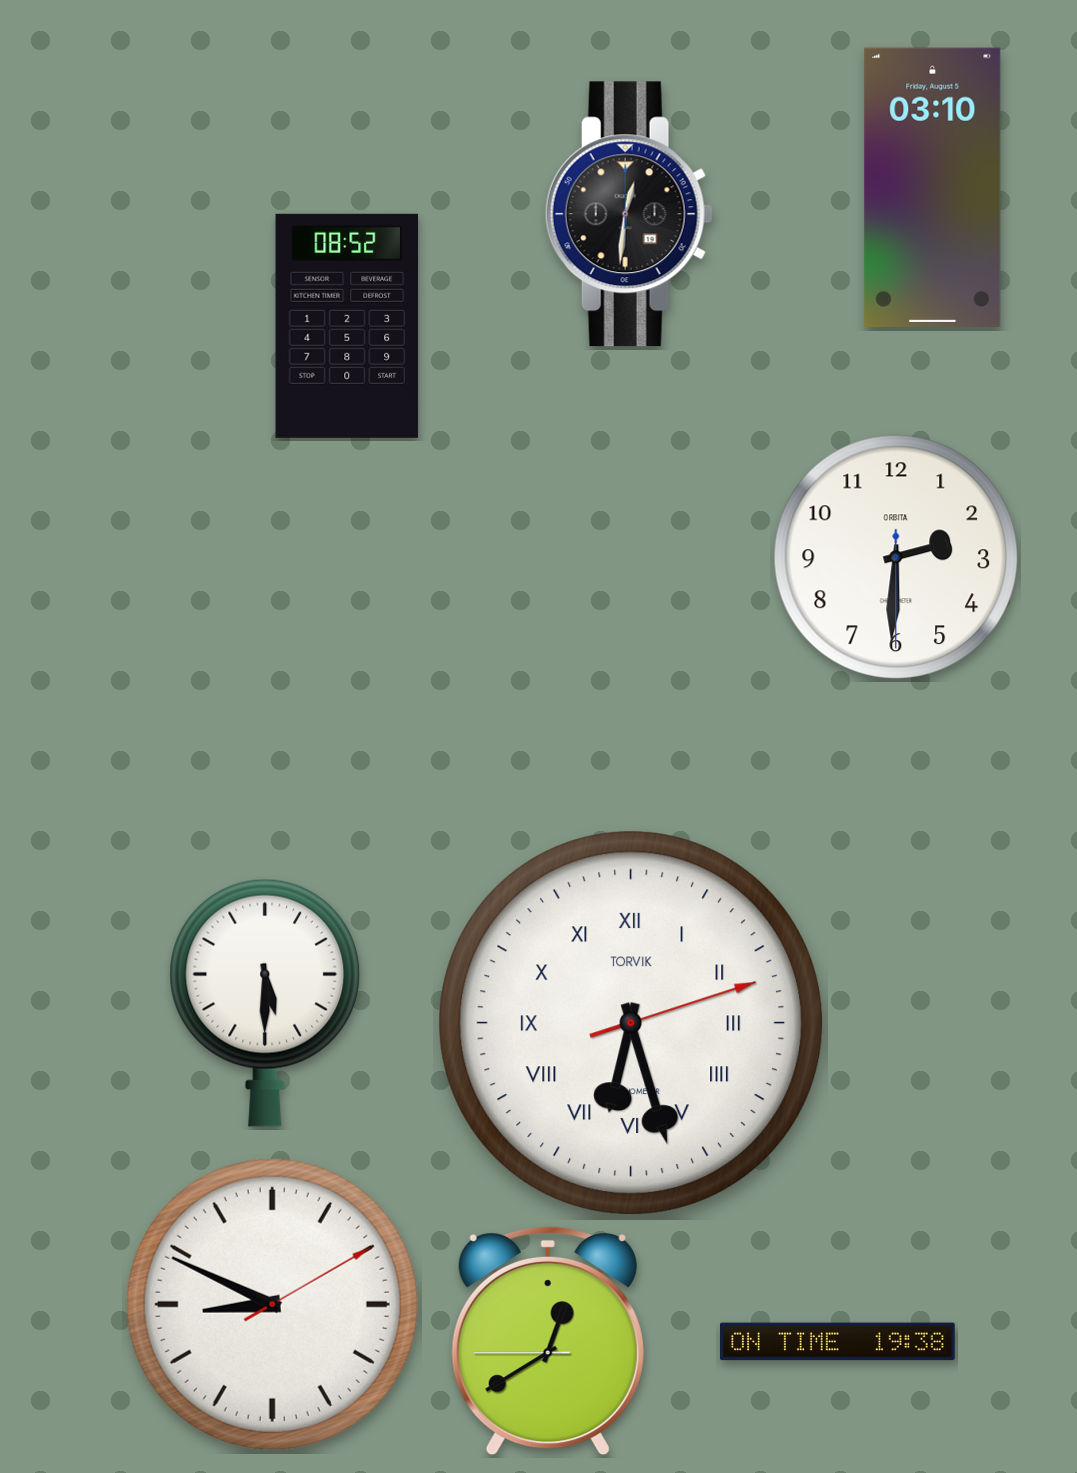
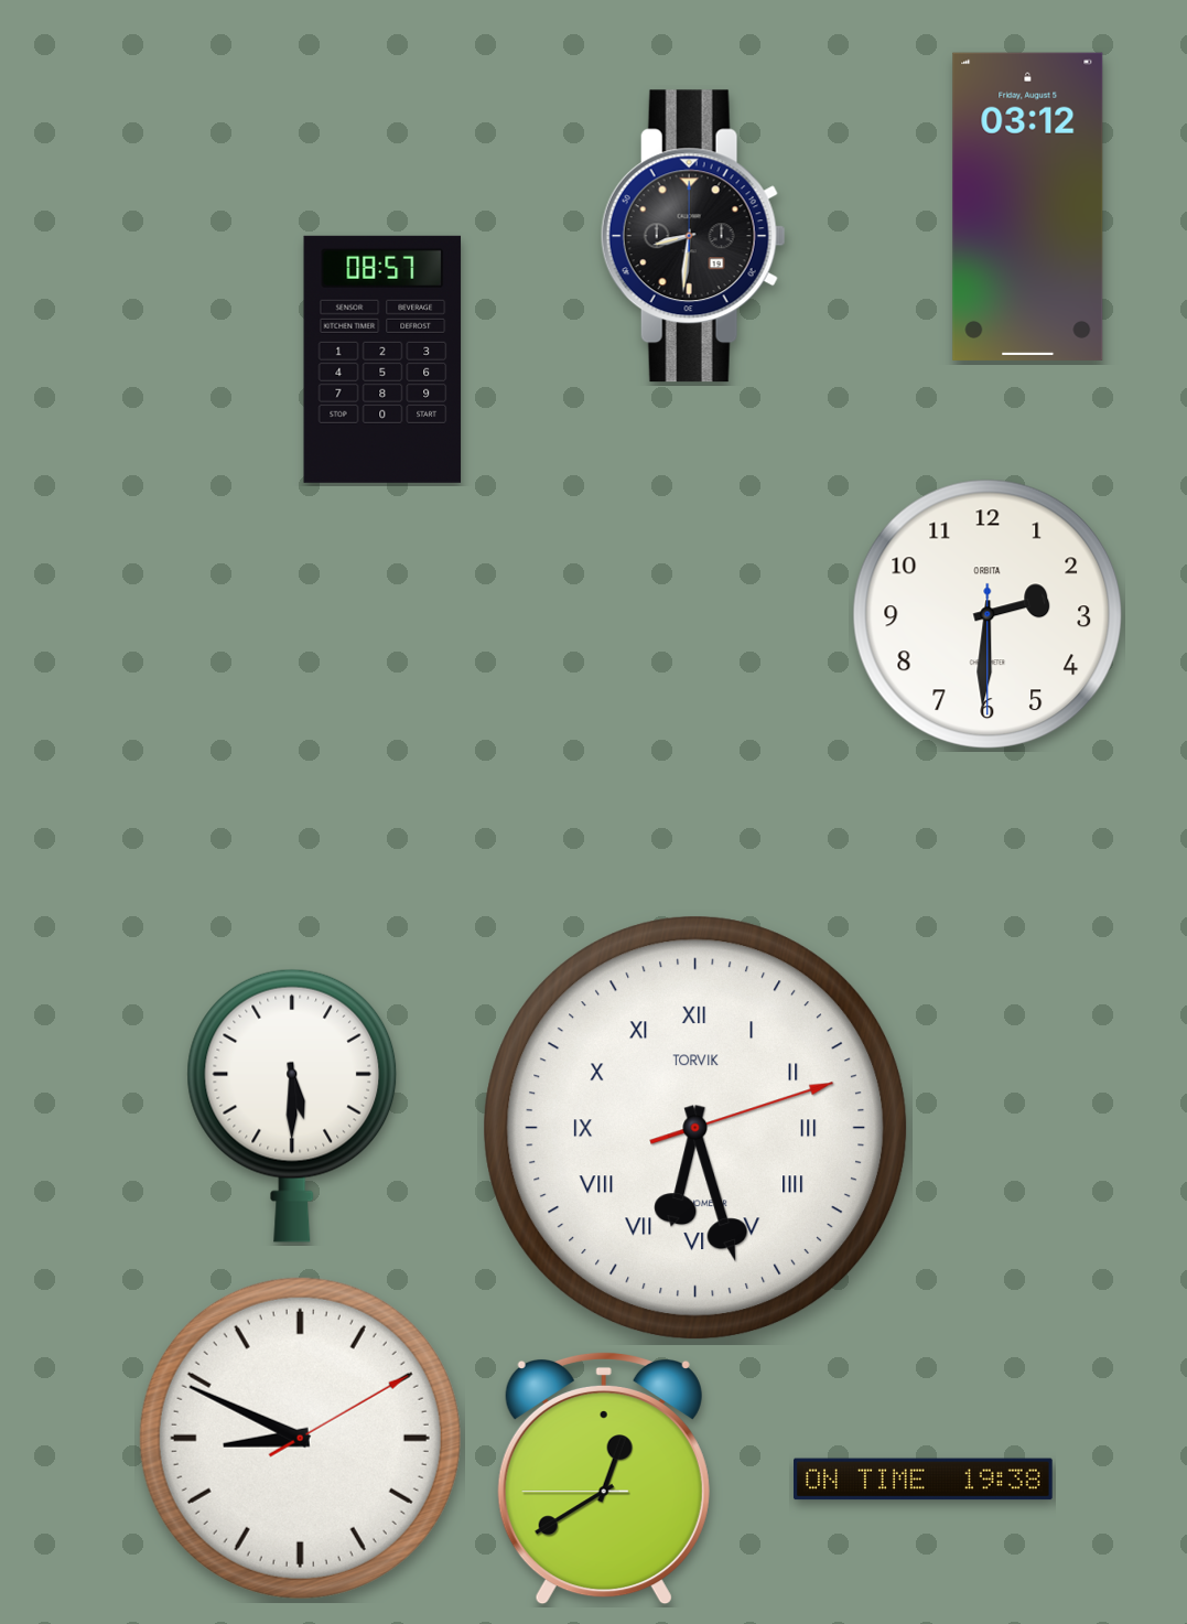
clock at (933, 187): 03:10 -> 03:12
clock at (629, 214): 12:31 -> 8:31
clock at (347, 326): 08:52 -> 08:57
